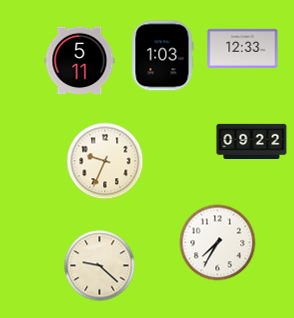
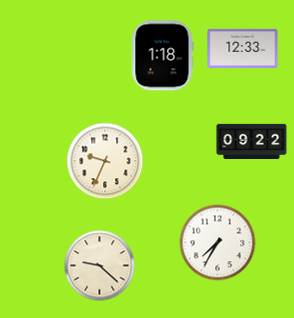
clock at (162, 56): 1:03 -> 1:18
clock at (80, 61): 5:11 -> none
